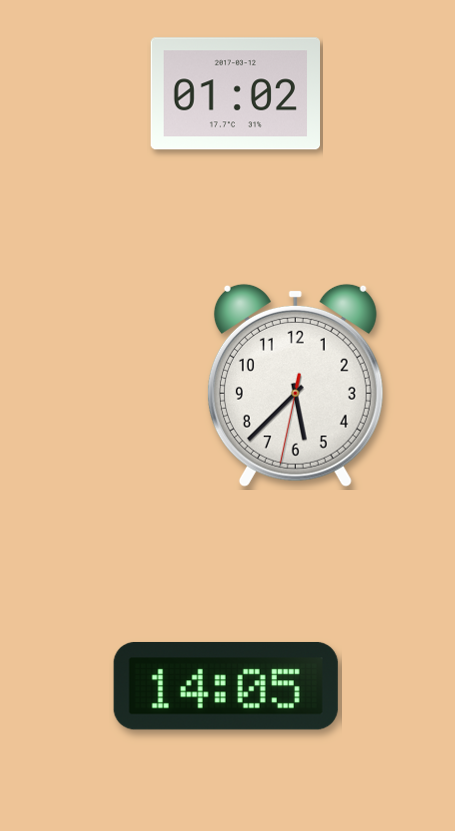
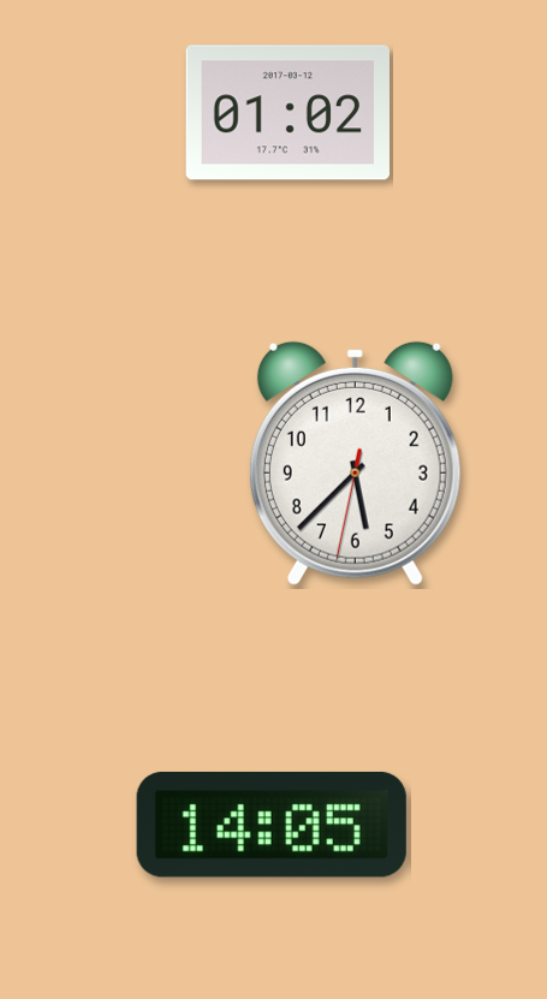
clock at (235, 94) position: (235, 94) -> (287, 113)
